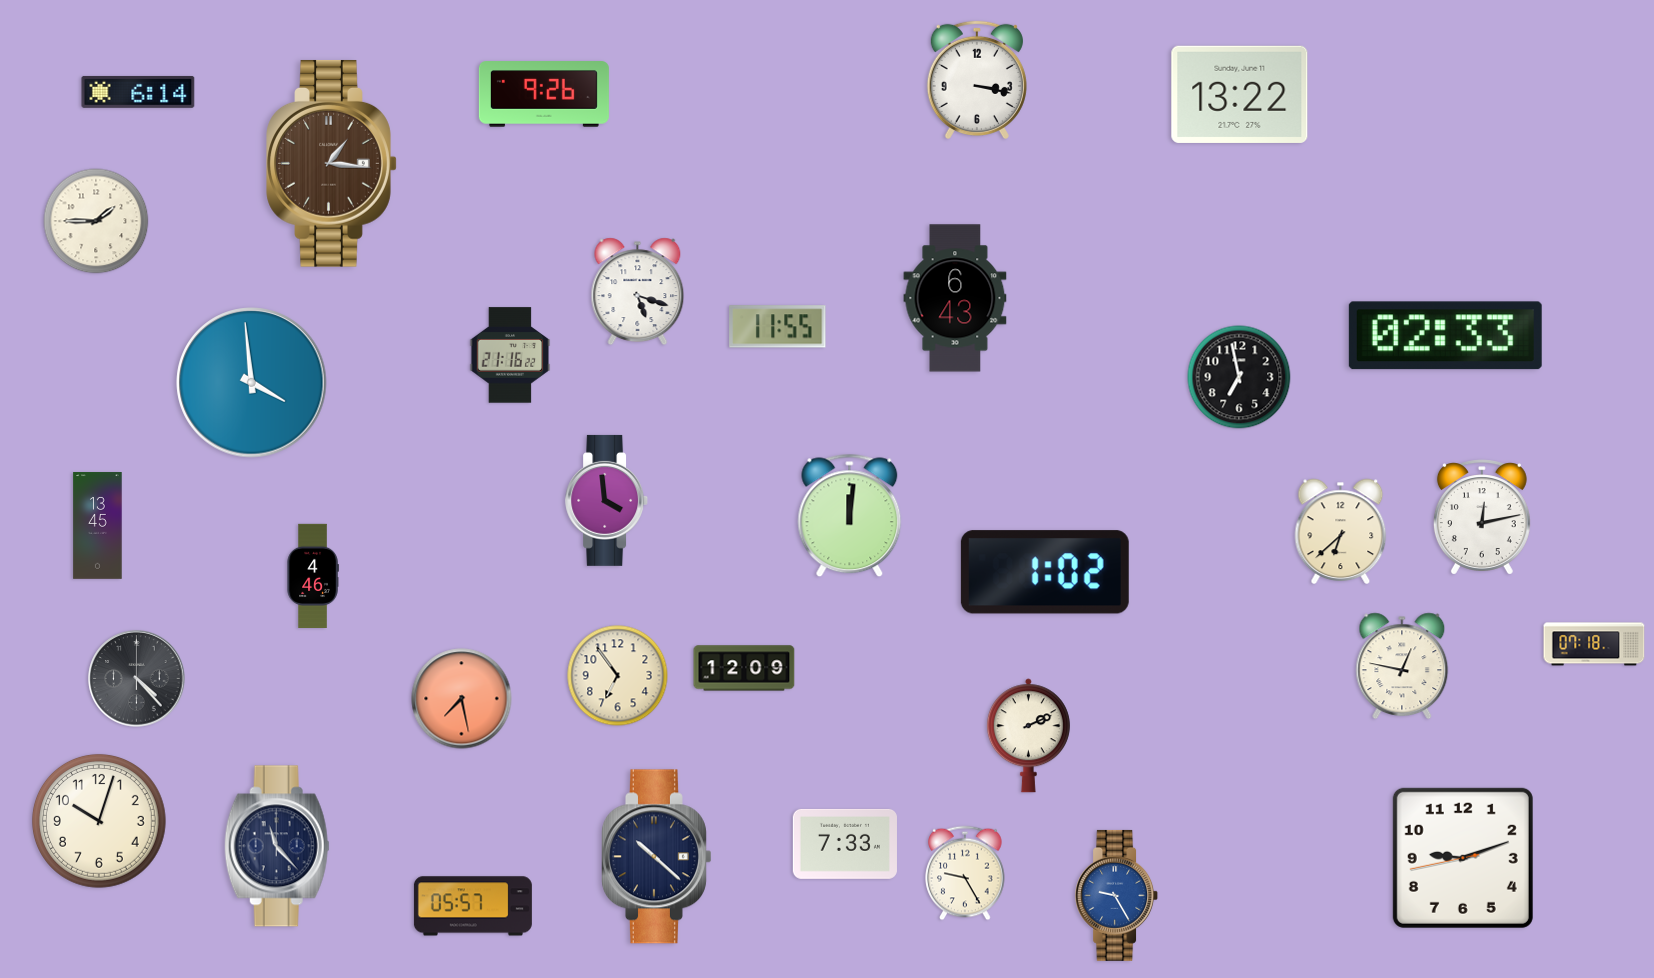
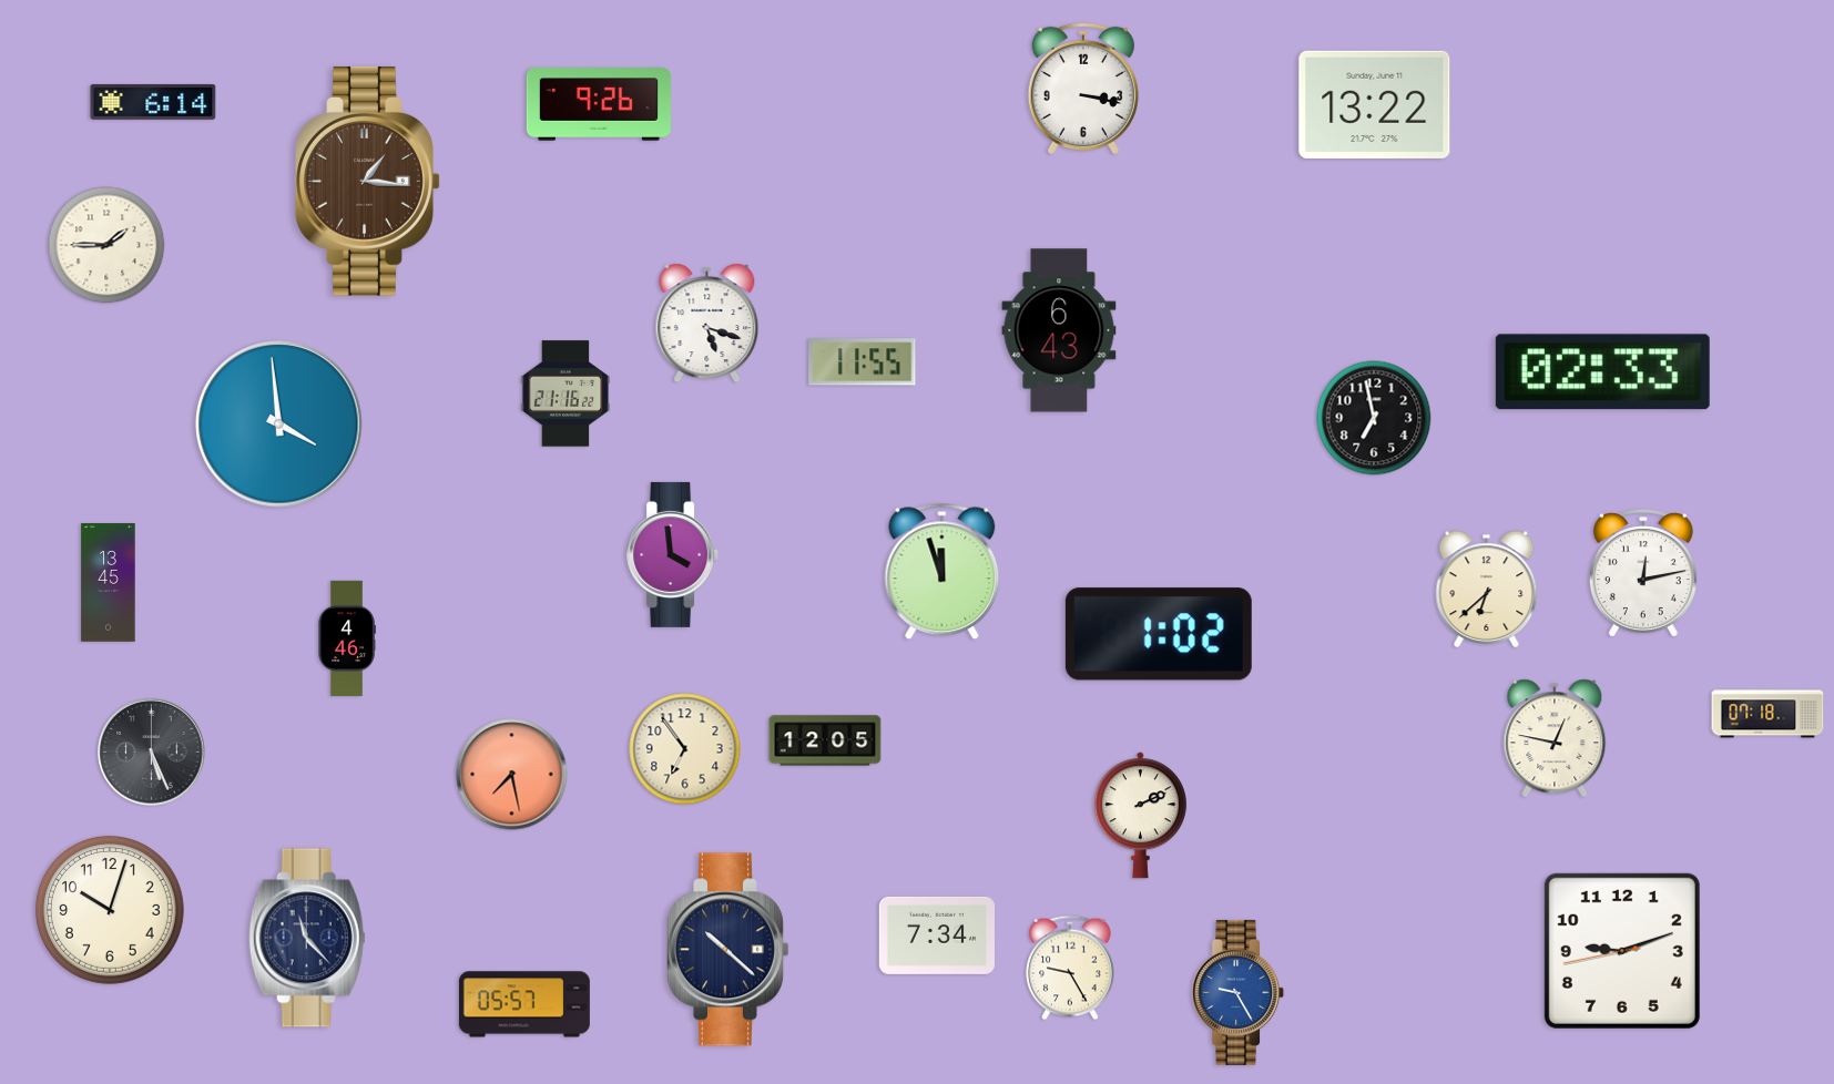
clock at (544, 94) position: (544, 94) -> (599, 104)
clock at (850, 516): 12:01 -> 11:57
clock at (744, 668): 12:09 -> 12:05
clock at (137, 679): 4:23 -> 5:26
clock at (845, 844): 7:33 -> 7:34
